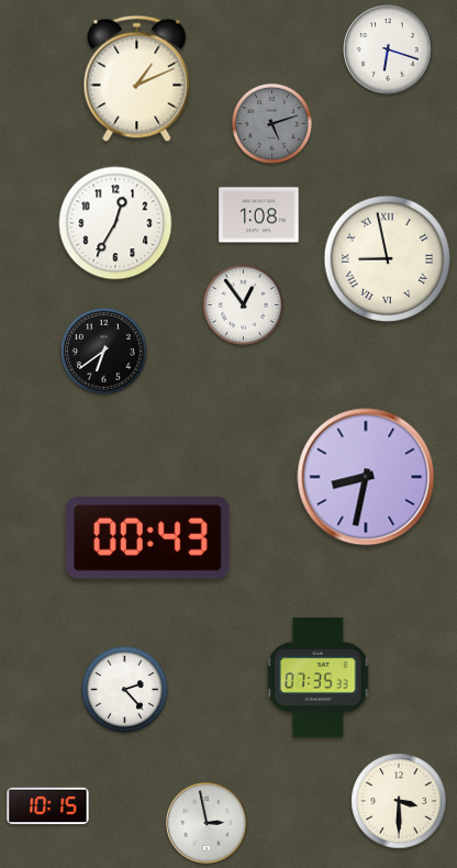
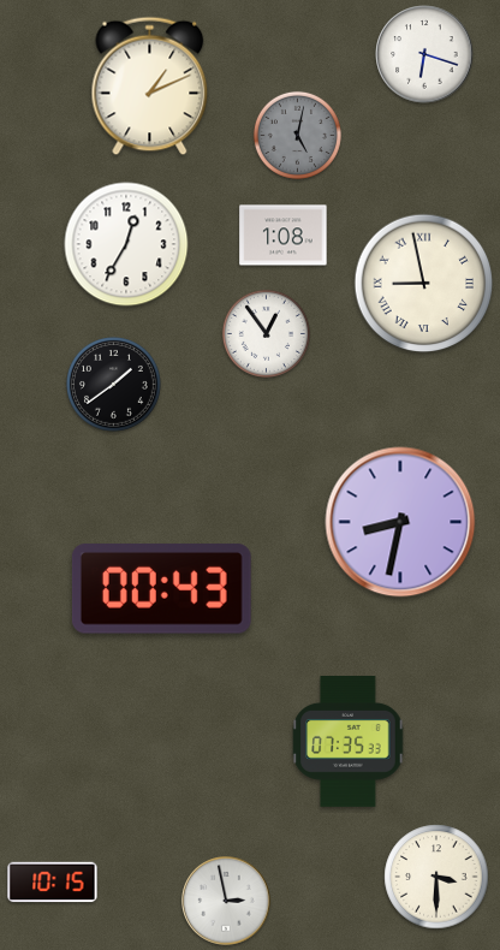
clock at (271, 123): 5:12 -> 5:02
clock at (104, 352): 6:39 -> 1:39
clock at (125, 690): 2:23 -> none
